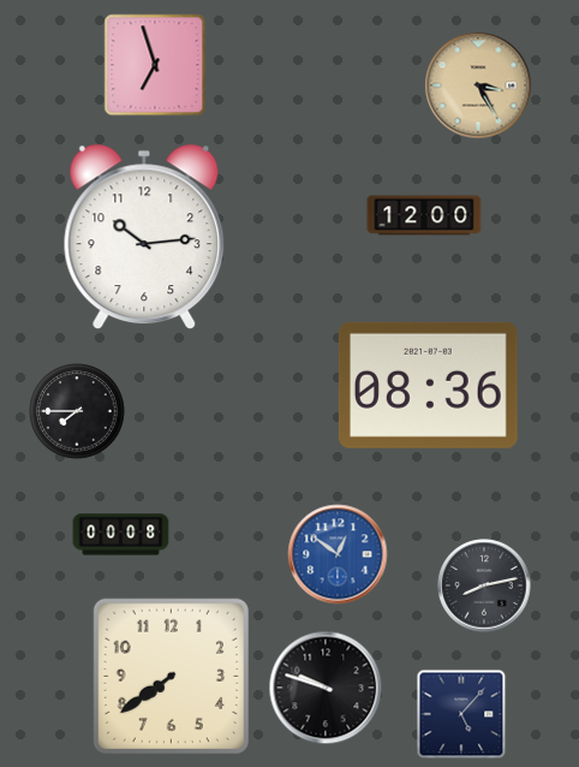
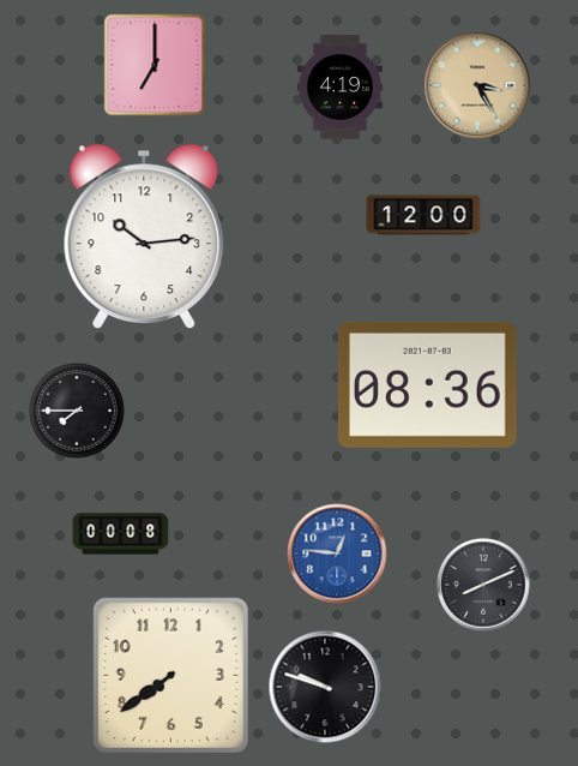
clock at (155, 65): 6:57 -> 7:00
clock at (339, 88): none -> 4:19
clock at (338, 554): 12:51 -> 12:46
clock at (484, 585): 8:13 -> 8:11
clock at (461, 714): 5:07 -> none
